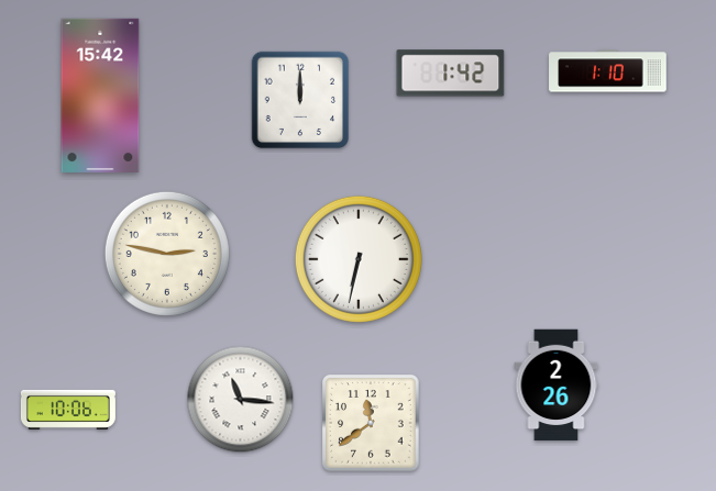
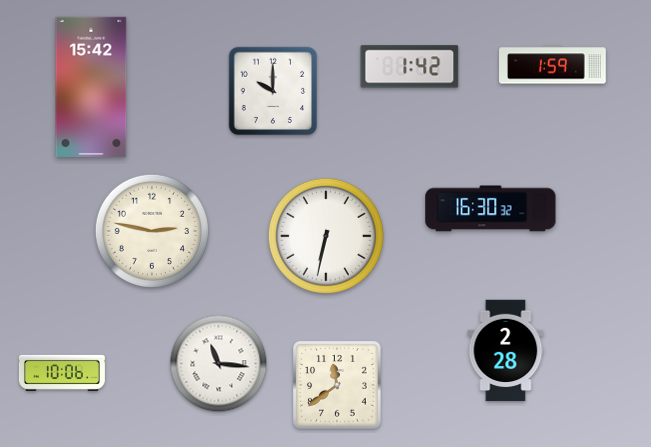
clock at (608, 71): 1:10 -> 1:59
clock at (300, 100): 12:00 -> 10:00
clock at (491, 209): none -> 16:30
clock at (557, 386): 2:26 -> 2:28
